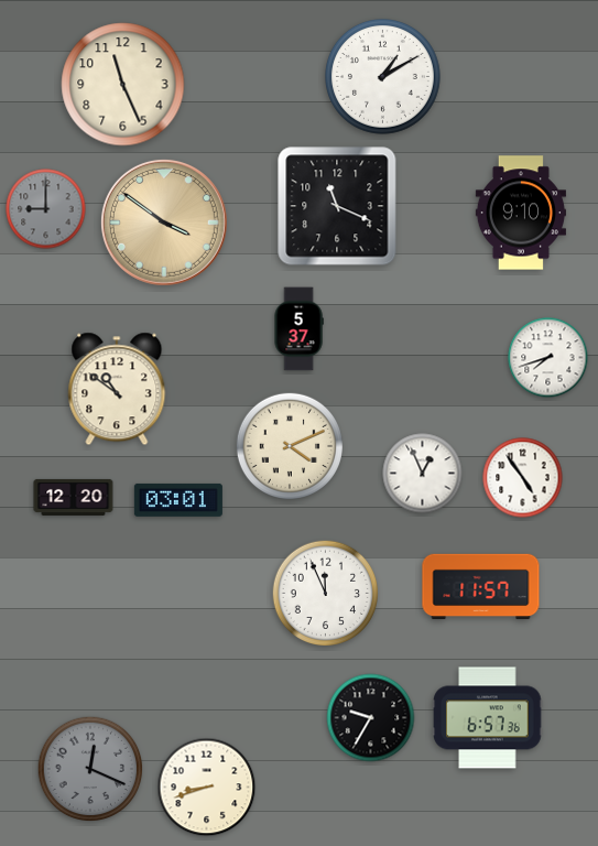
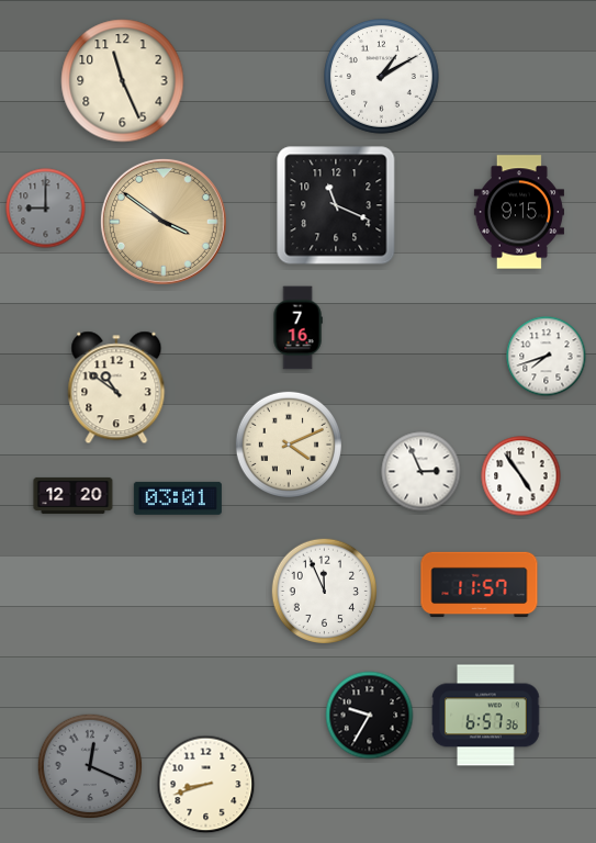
clock at (123, 85) position: (123, 85) -> (123, 81)
clock at (521, 213): 9:10 -> 9:15
clock at (298, 329): 5:37 -> 7:16
clock at (423, 474): 12:56 -> 2:56
